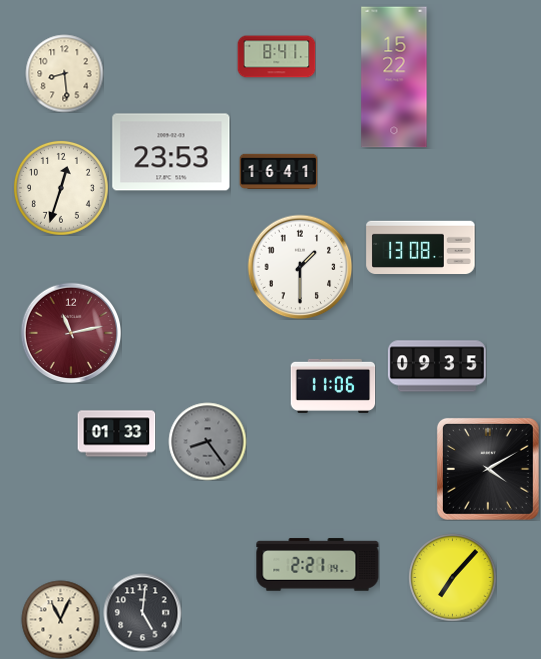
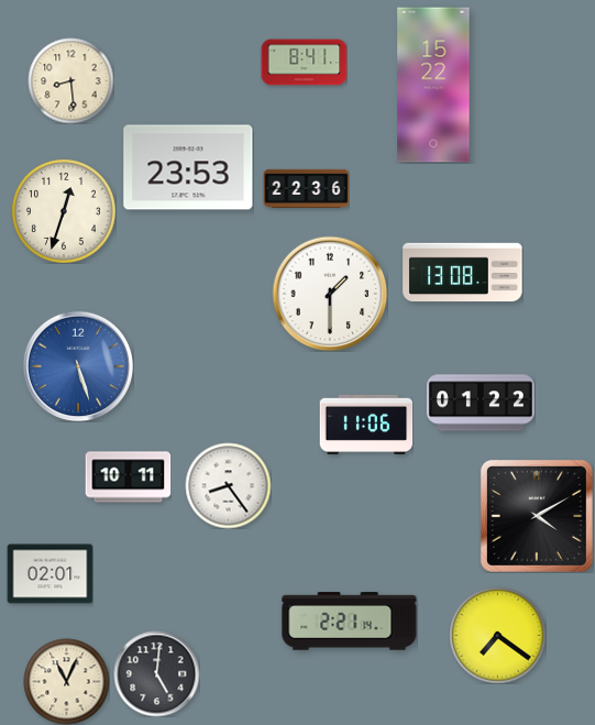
clock at (278, 171): 16:41 -> 22:36
clock at (61, 188) position: (61, 188) -> (64, 211)
clock at (71, 333): 11:13 -> 5:27
clock at (71, 333) dial: burgundy -> blue
clock at (437, 366): 09:35 -> 01:22
clock at (116, 434): 01:33 -> 10:11
clock at (207, 441) dial: grey -> white
clock at (49, 574): none -> 02:01
clock at (452, 577): 7:07 -> 7:21
